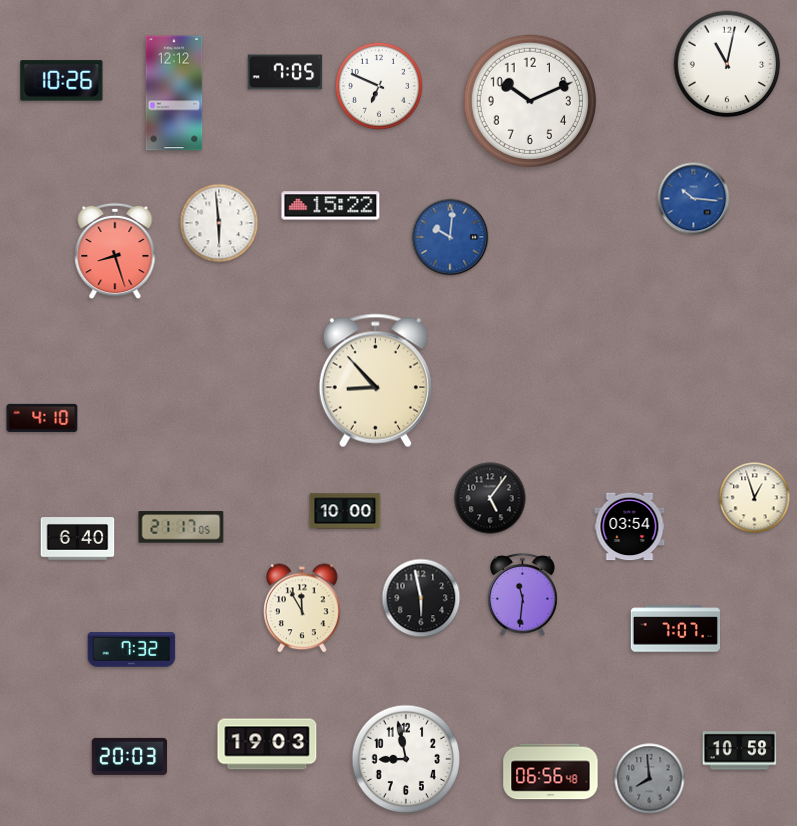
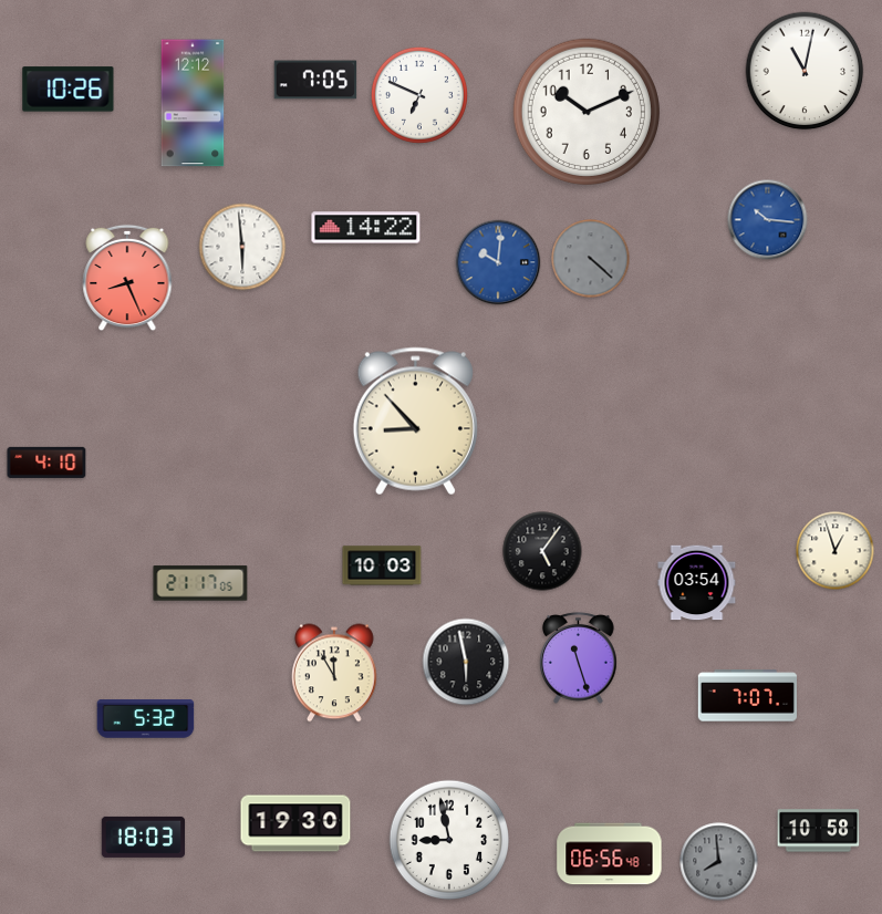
clock at (331, 206): 15:22 -> 14:22
clock at (591, 259): none -> 4:22
clock at (115, 251): 8:27 -> 8:26
clock at (345, 511): 10:00 -> 10:03
clock at (78, 539): 6:40 -> none
clock at (523, 594): 11:31 -> 11:27
clock at (132, 650): 7:32 -> 5:32
clock at (267, 744): 19:03 -> 19:30
clock at (130, 756): 20:03 -> 18:03
